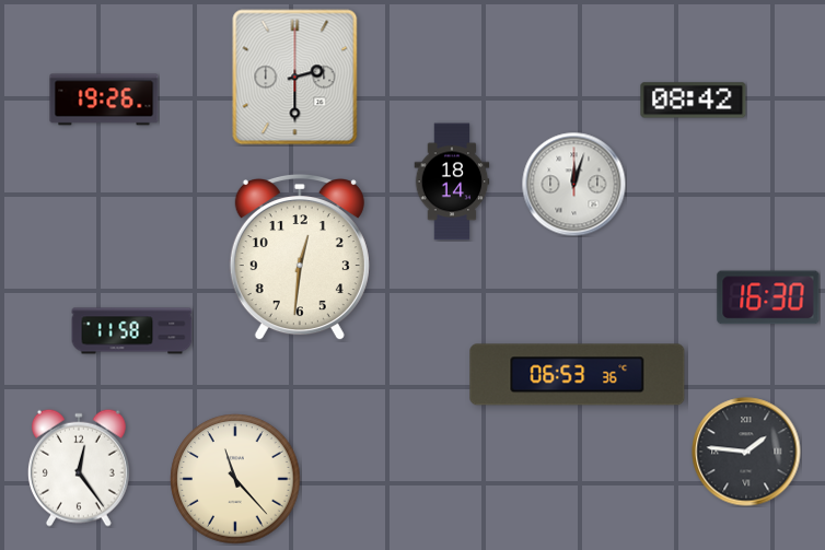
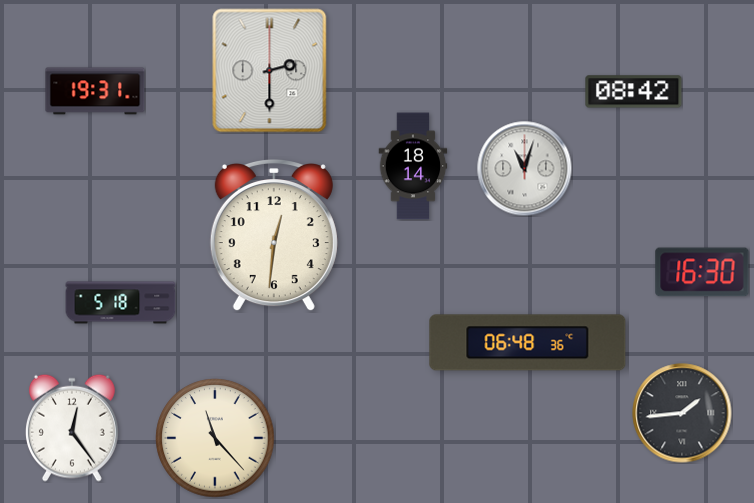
clock at (104, 100): 19:26 -> 19:31
clock at (573, 184): 12:03 -> 11:03
clock at (132, 331): 11:58 -> 5:18
clock at (578, 375): 06:53 -> 06:48
clock at (746, 452): 1:46 -> 1:44
